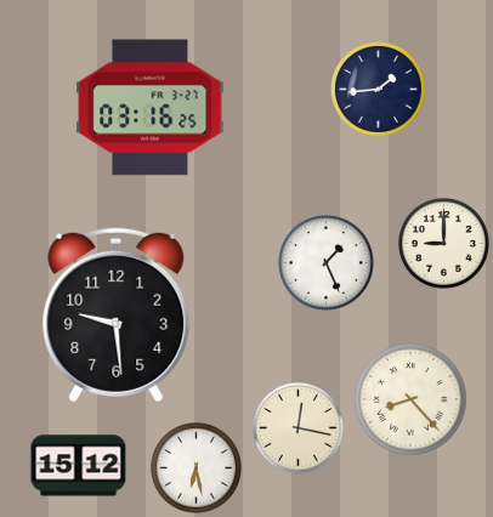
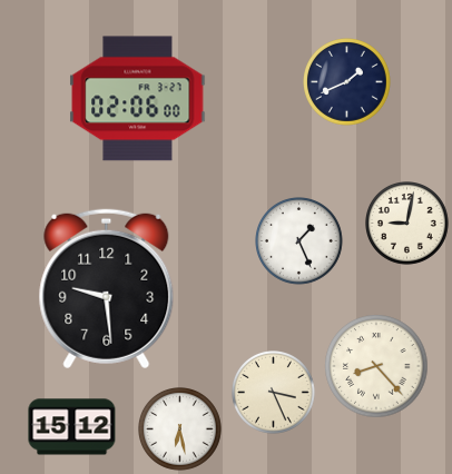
clock at (379, 90): 1:44 -> 1:41
clock at (151, 108): 03:16 -> 02:06
clock at (444, 244): 9:00 -> 9:02
clock at (299, 428): 12:17 -> 3:26
